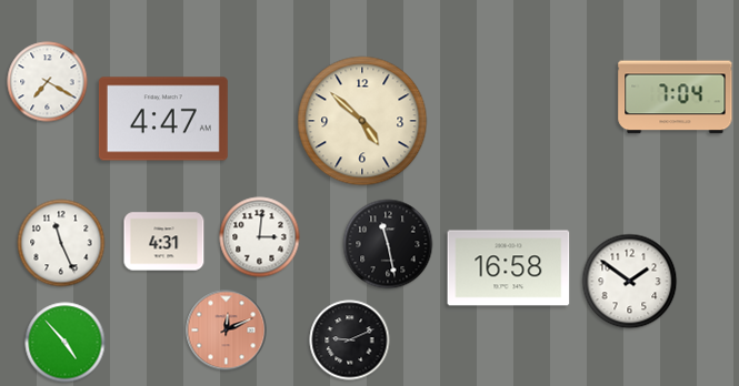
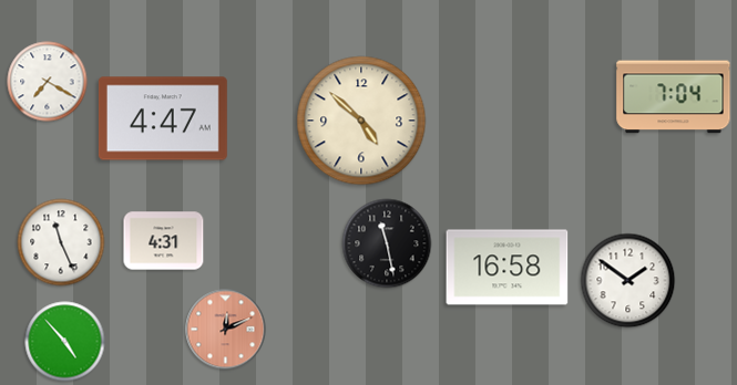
clock at (260, 237): 3:01 -> none
clock at (350, 341): 9:11 -> none
